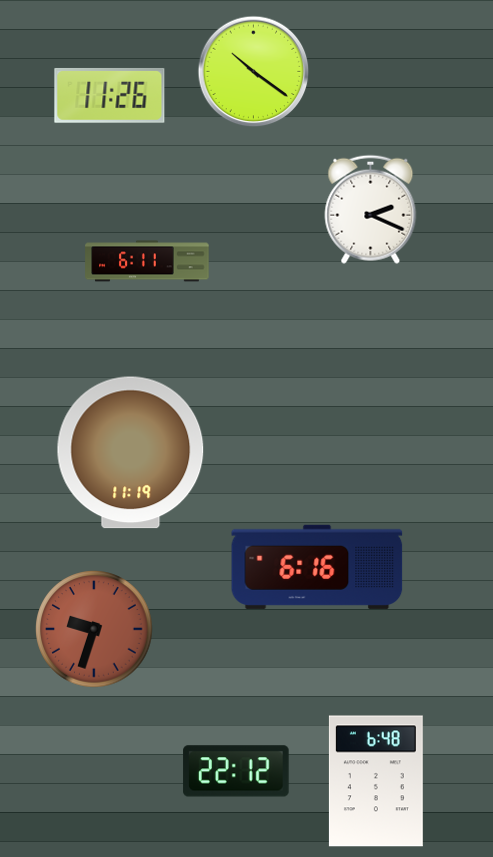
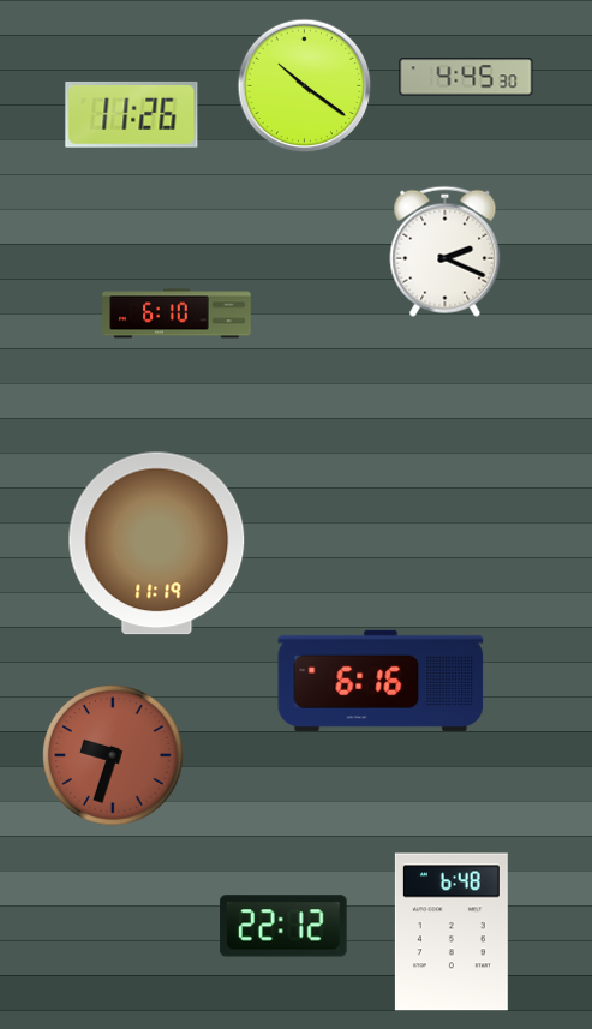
clock at (466, 77): none -> 4:45
clock at (147, 261): 6:11 -> 6:10
clock at (376, 781) position: (376, 781) -> (452, 932)
